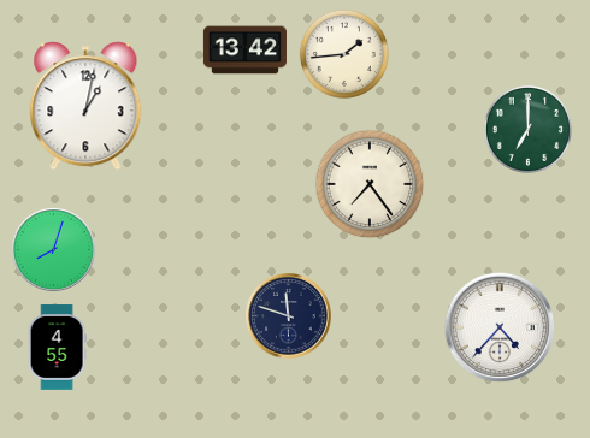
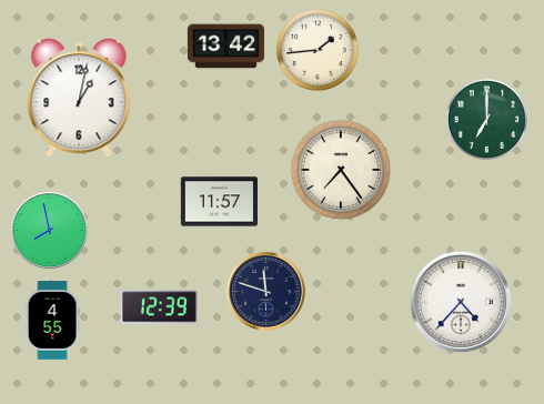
clock at (219, 202): none -> 11:57
clock at (53, 249): 8:03 -> 7:58
clock at (159, 307): none -> 12:39
